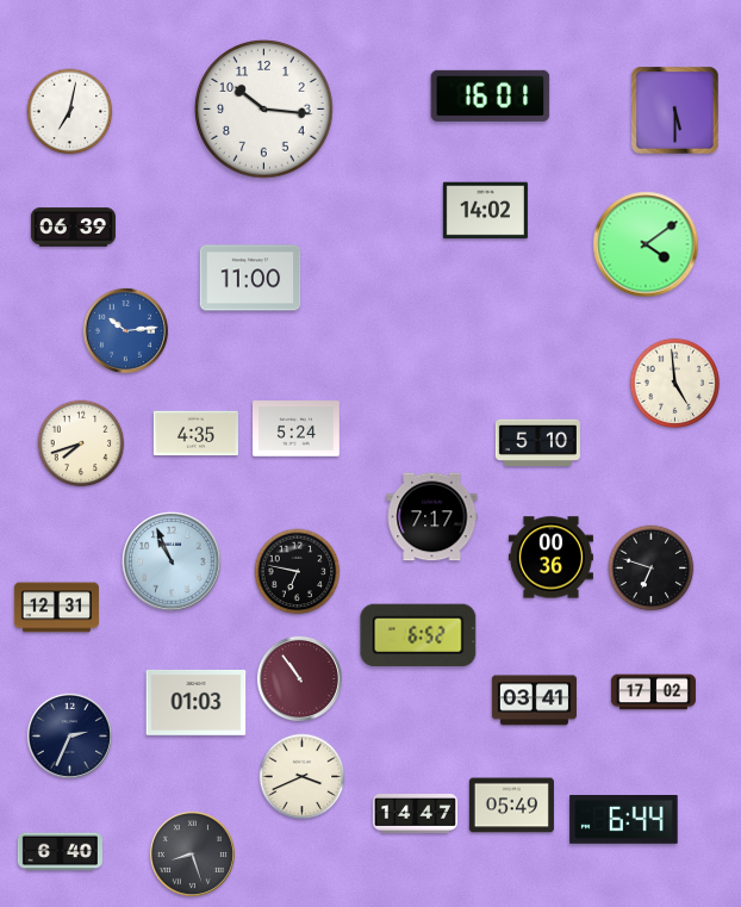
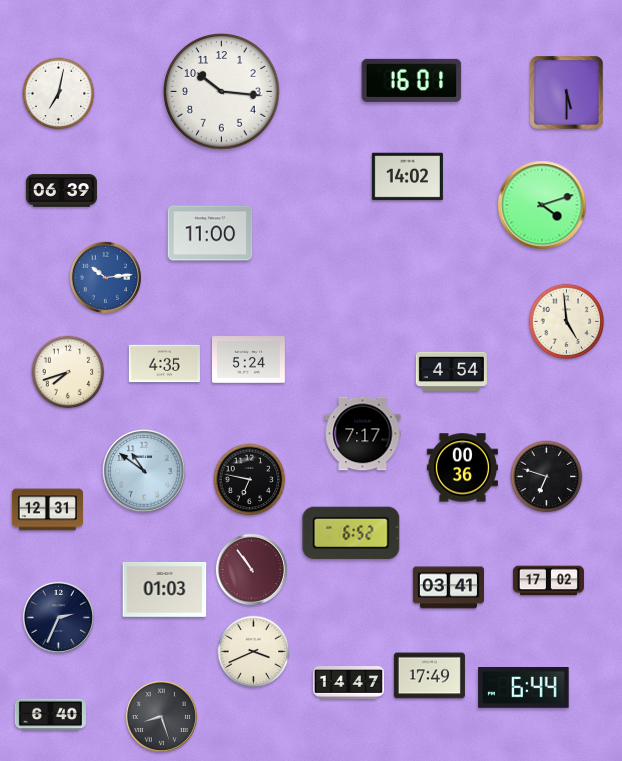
clock at (646, 244): 4:09 -> 4:12
clock at (537, 442): 5:10 -> 4:54
clock at (172, 561): 10:56 -> 10:51
clock at (511, 806): 05:49 -> 17:49
